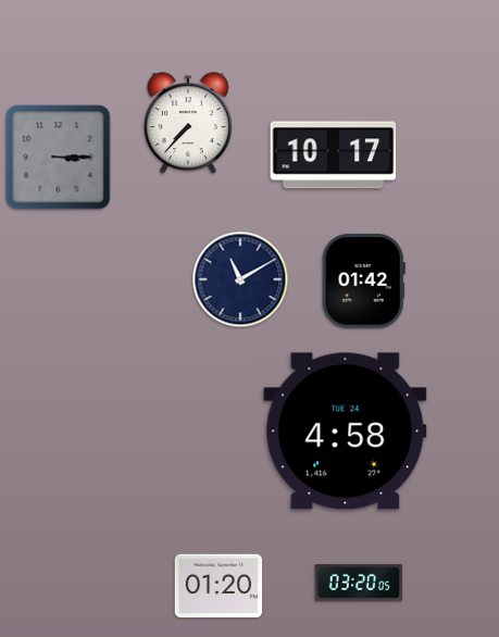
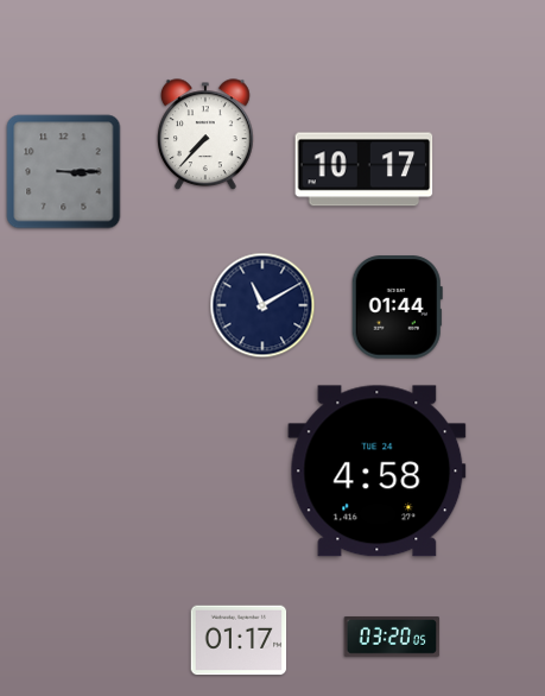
clock at (363, 282): 01:42 -> 01:44
clock at (219, 586): 01:20 -> 01:17
